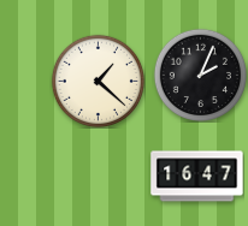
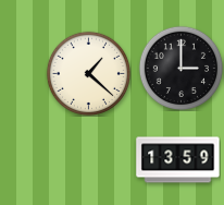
clock at (200, 75): 2:04 -> 3:00
clock at (197, 177): 16:47 -> 13:59
